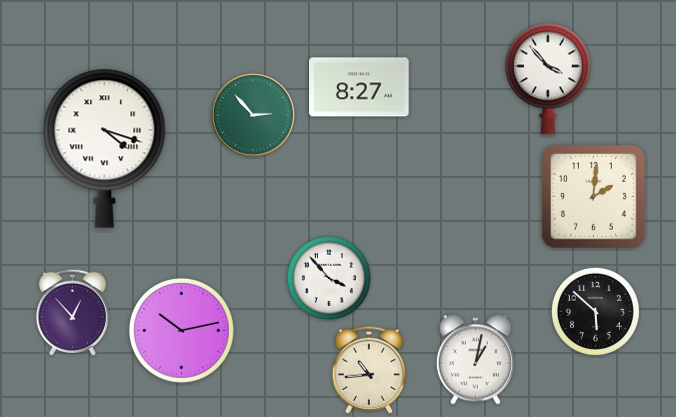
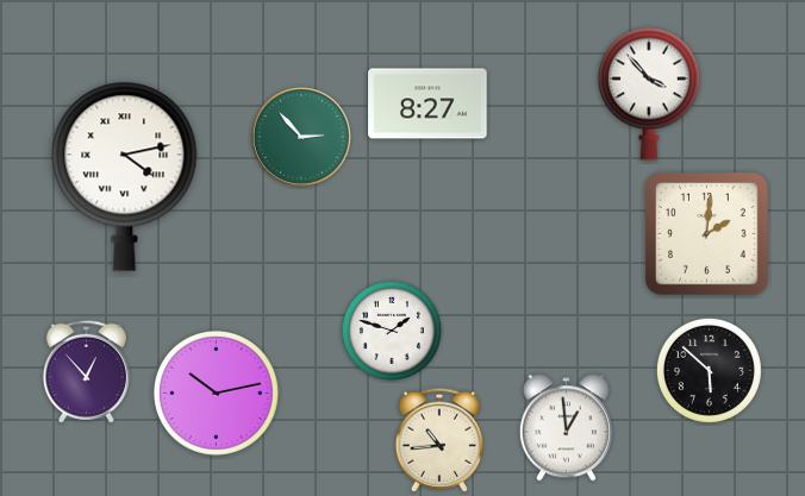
clock at (548, 79) position: (548, 79) -> (649, 94)
clock at (105, 148): 4:18 -> 4:13
clock at (329, 278): 3:53 -> 1:48
clock at (475, 360): 1:02 -> 12:59
